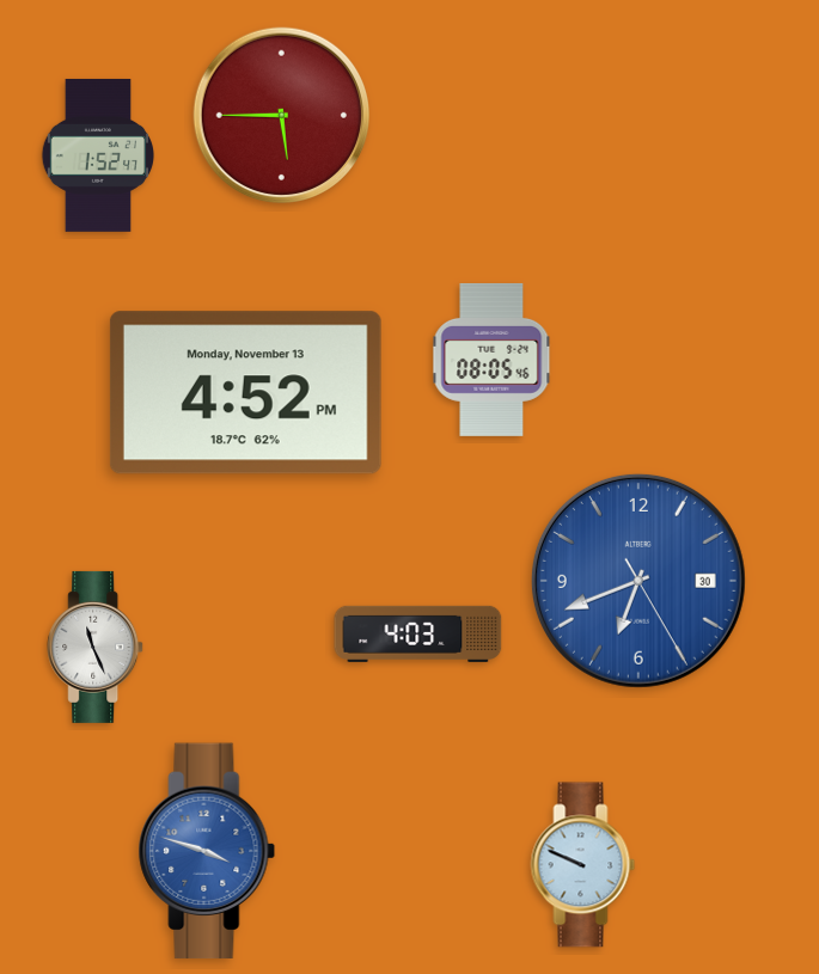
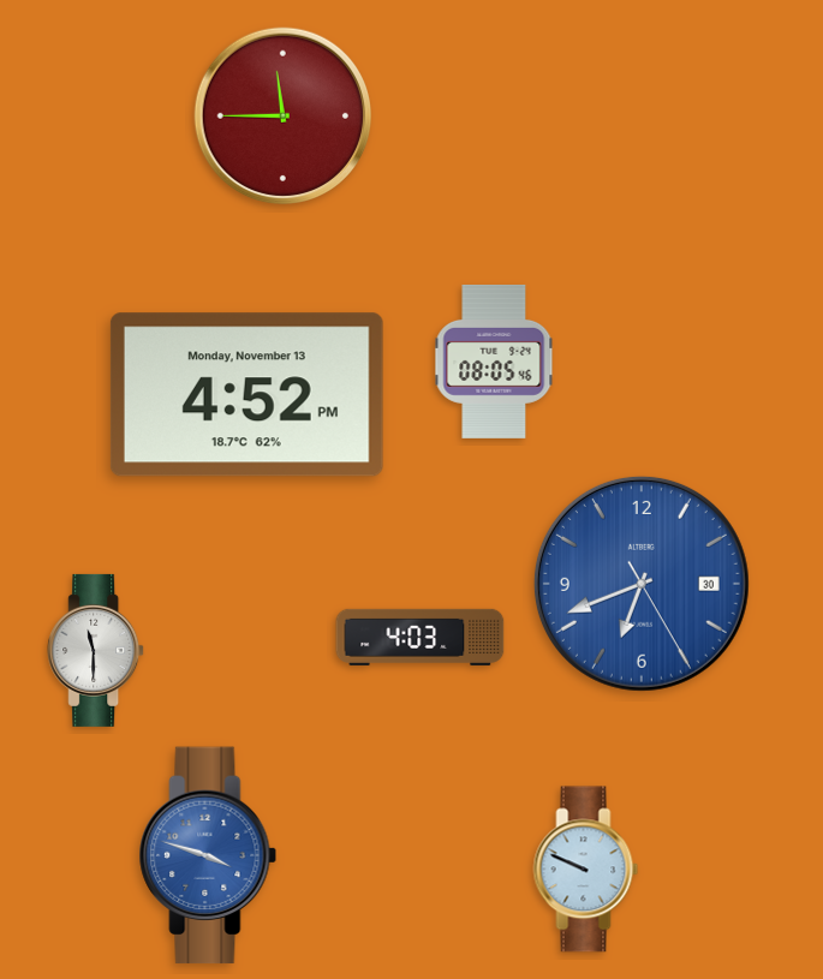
clock at (281, 115): 5:45 -> 11:45
clock at (98, 155): 1:52 -> none
clock at (96, 647): 11:26 -> 11:30
